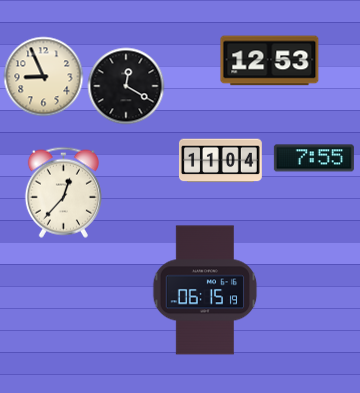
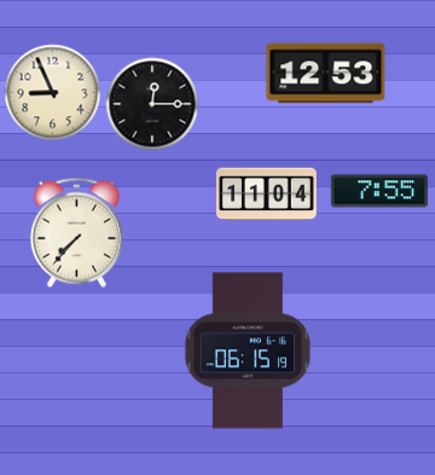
clock at (126, 86): 12:20 -> 12:15
clock at (63, 192): 12:37 -> 7:37
